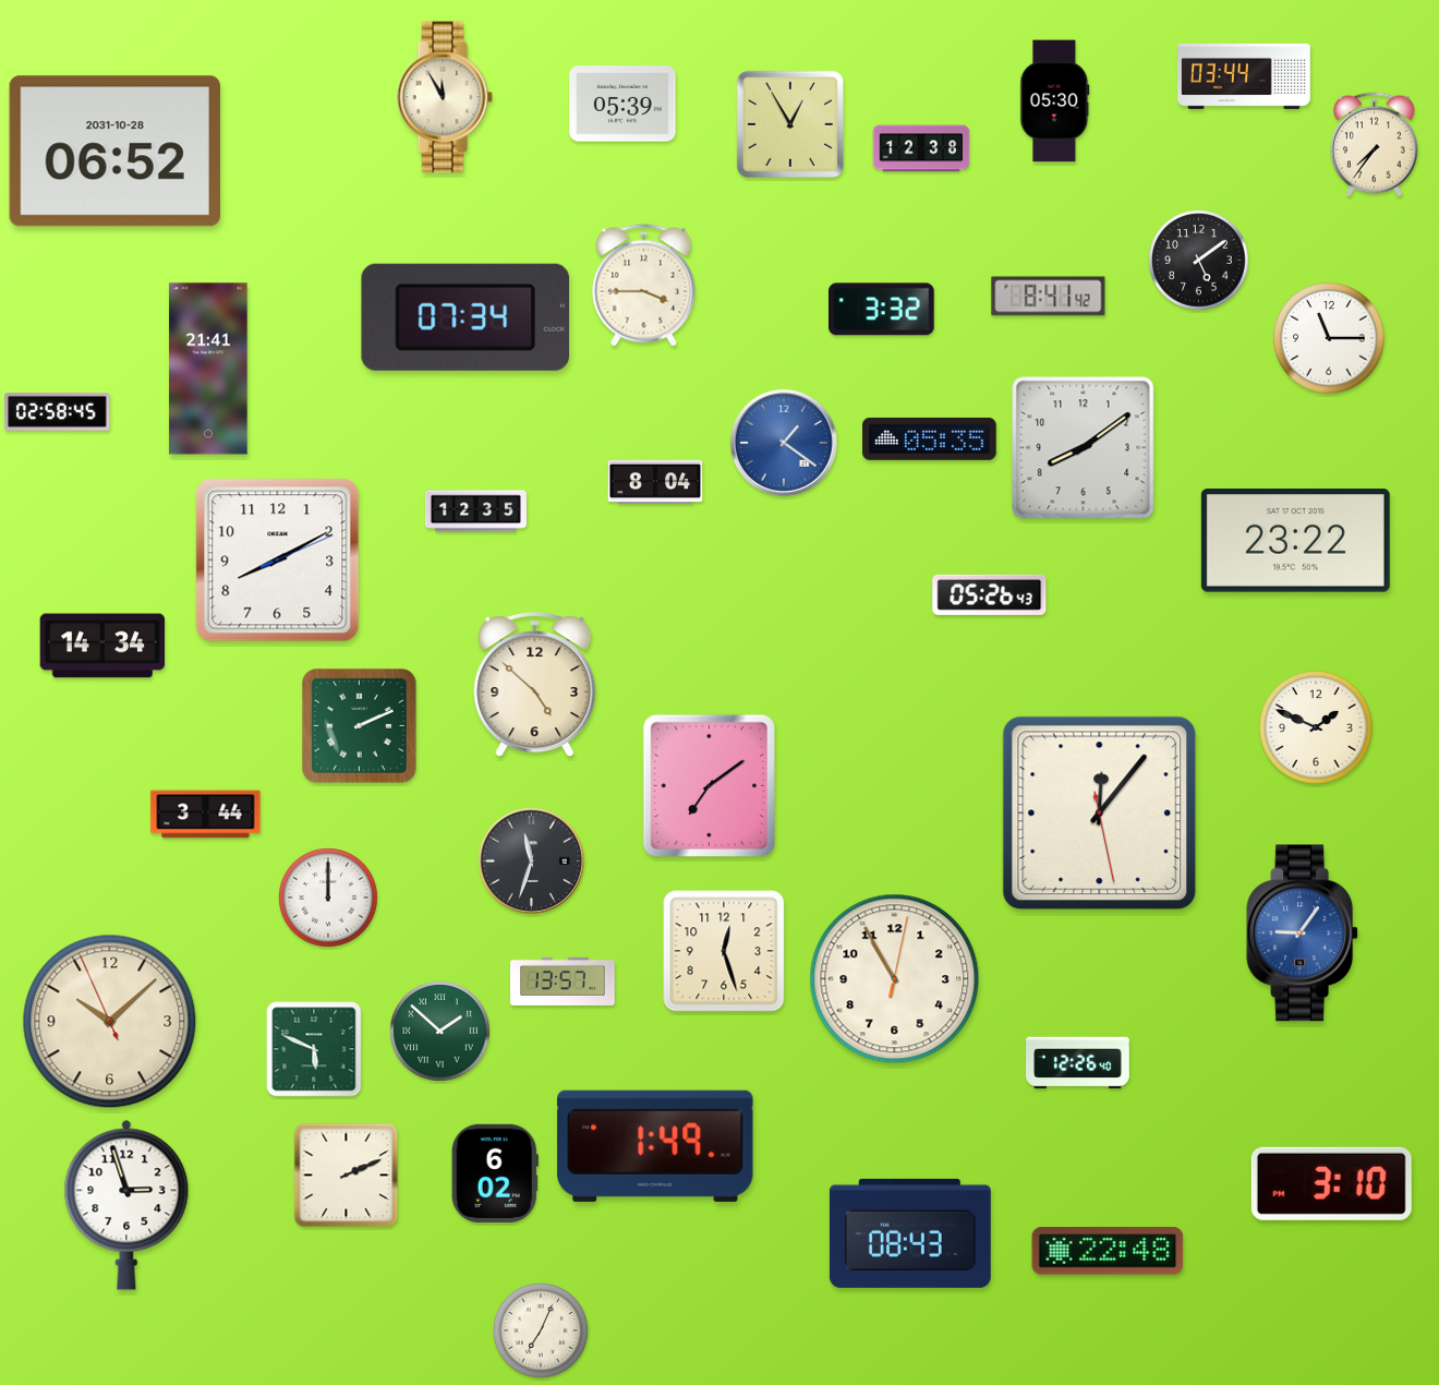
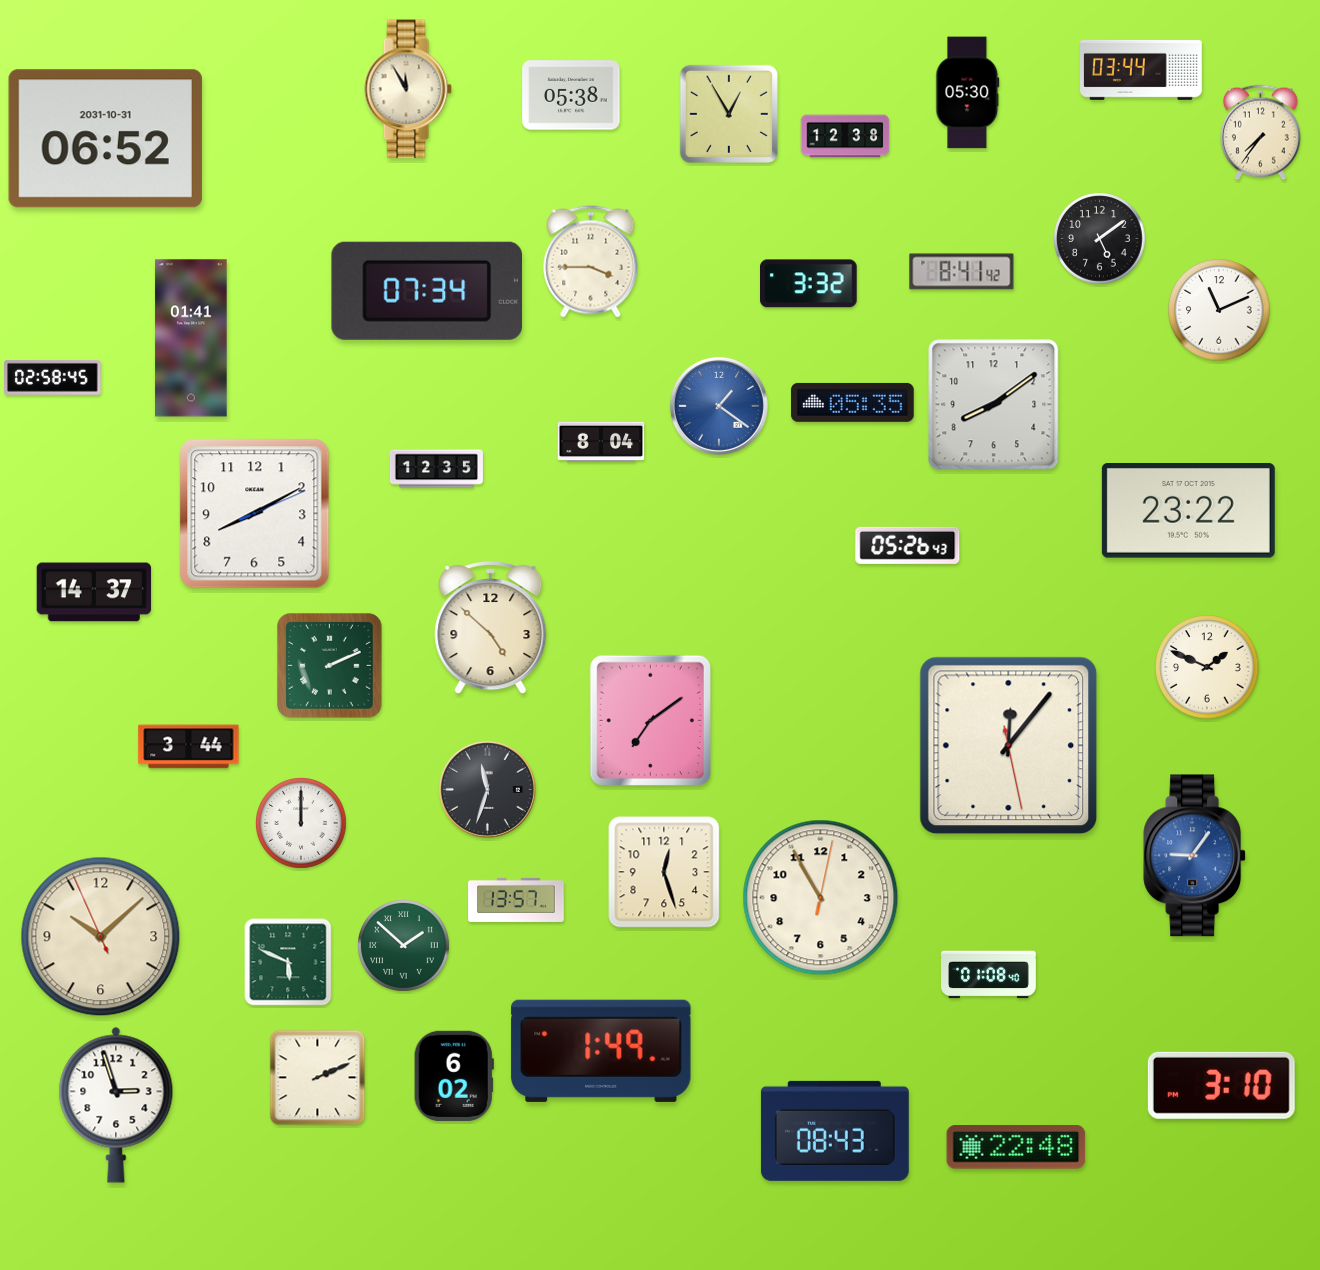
clock at (622, 104): 05:39 -> 05:38
clock at (790, 124) position: (790, 124) -> (729, 114)
clock at (114, 152) date: 2031-10-28 -> 2031-10-31
clock at (1329, 338): 11:15 -> 11:11
clock at (208, 369): 21:41 -> 01:41
clock at (1084, 448) position: (1084, 448) -> (994, 405)
clock at (1295, 541) position: (1295, 541) -> (1188, 511)
clock at (102, 646): 14:34 -> 14:37
clock at (1078, 1063): 12:26 -> 01:08
clock at (542, 1332): 7:04 -> none
